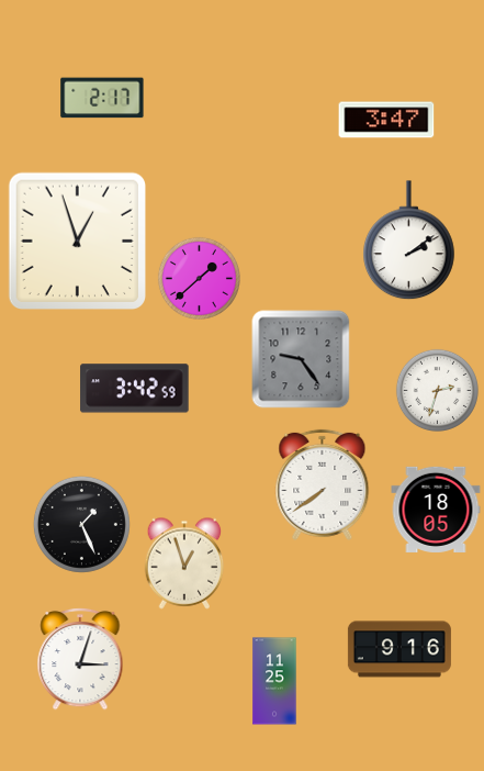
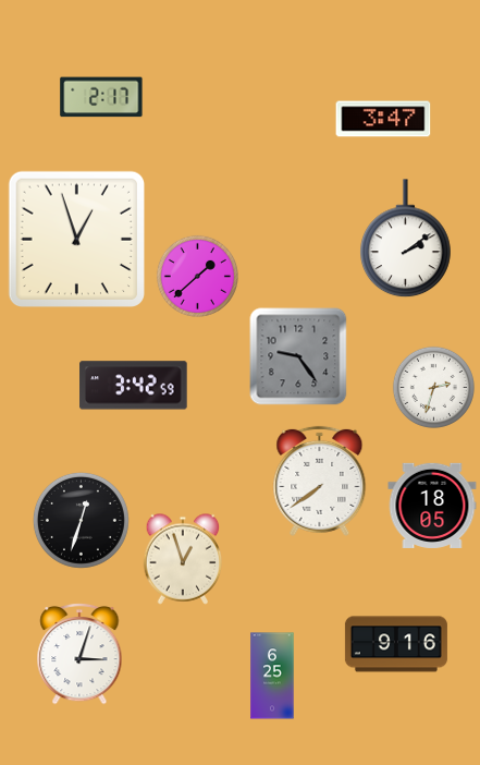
clock at (81, 524): 1:26 -> 12:33
clock at (274, 681): 11:25 -> 6:25
